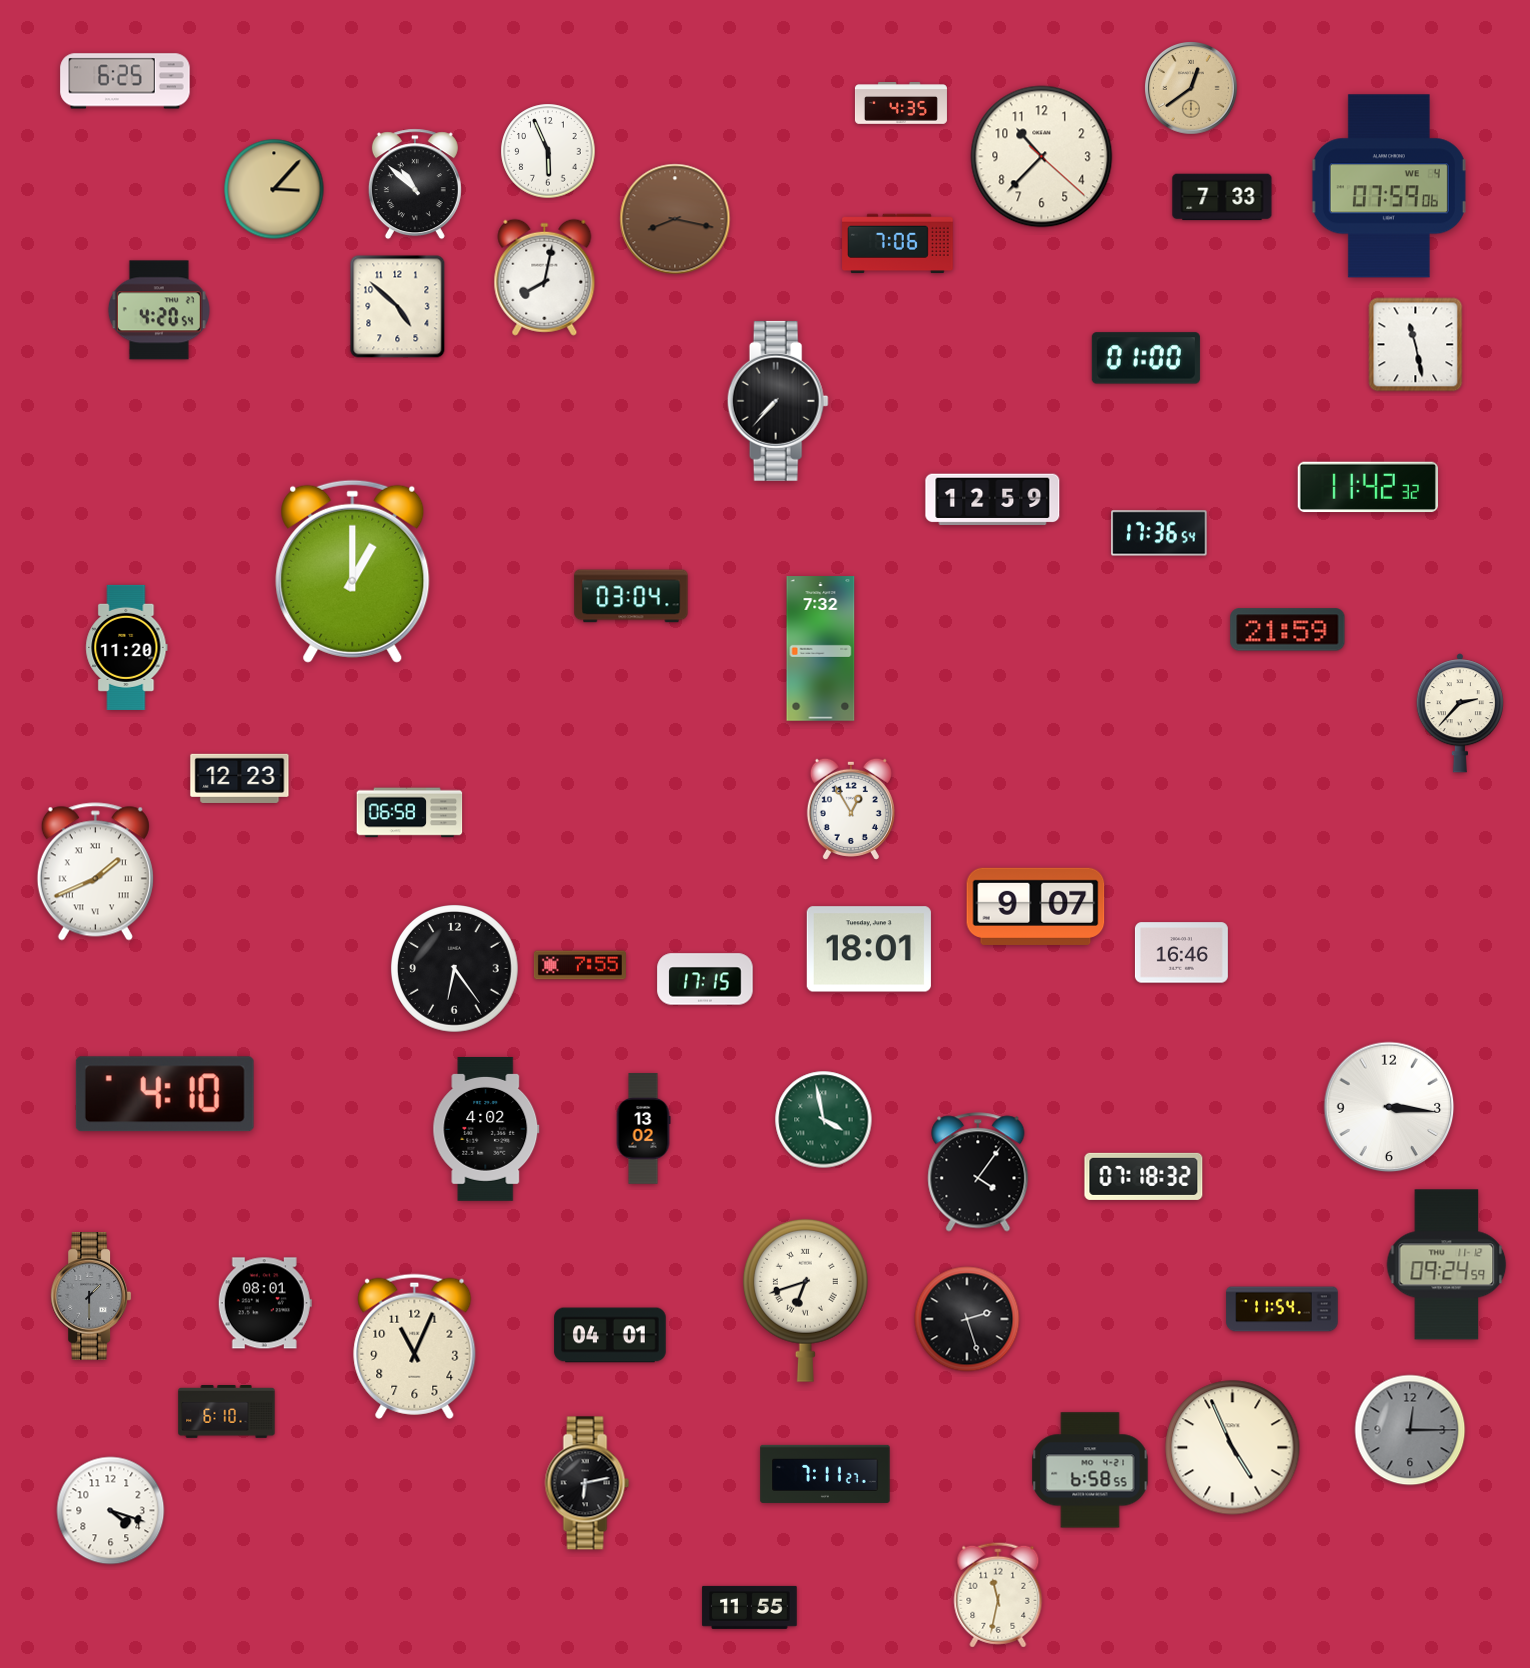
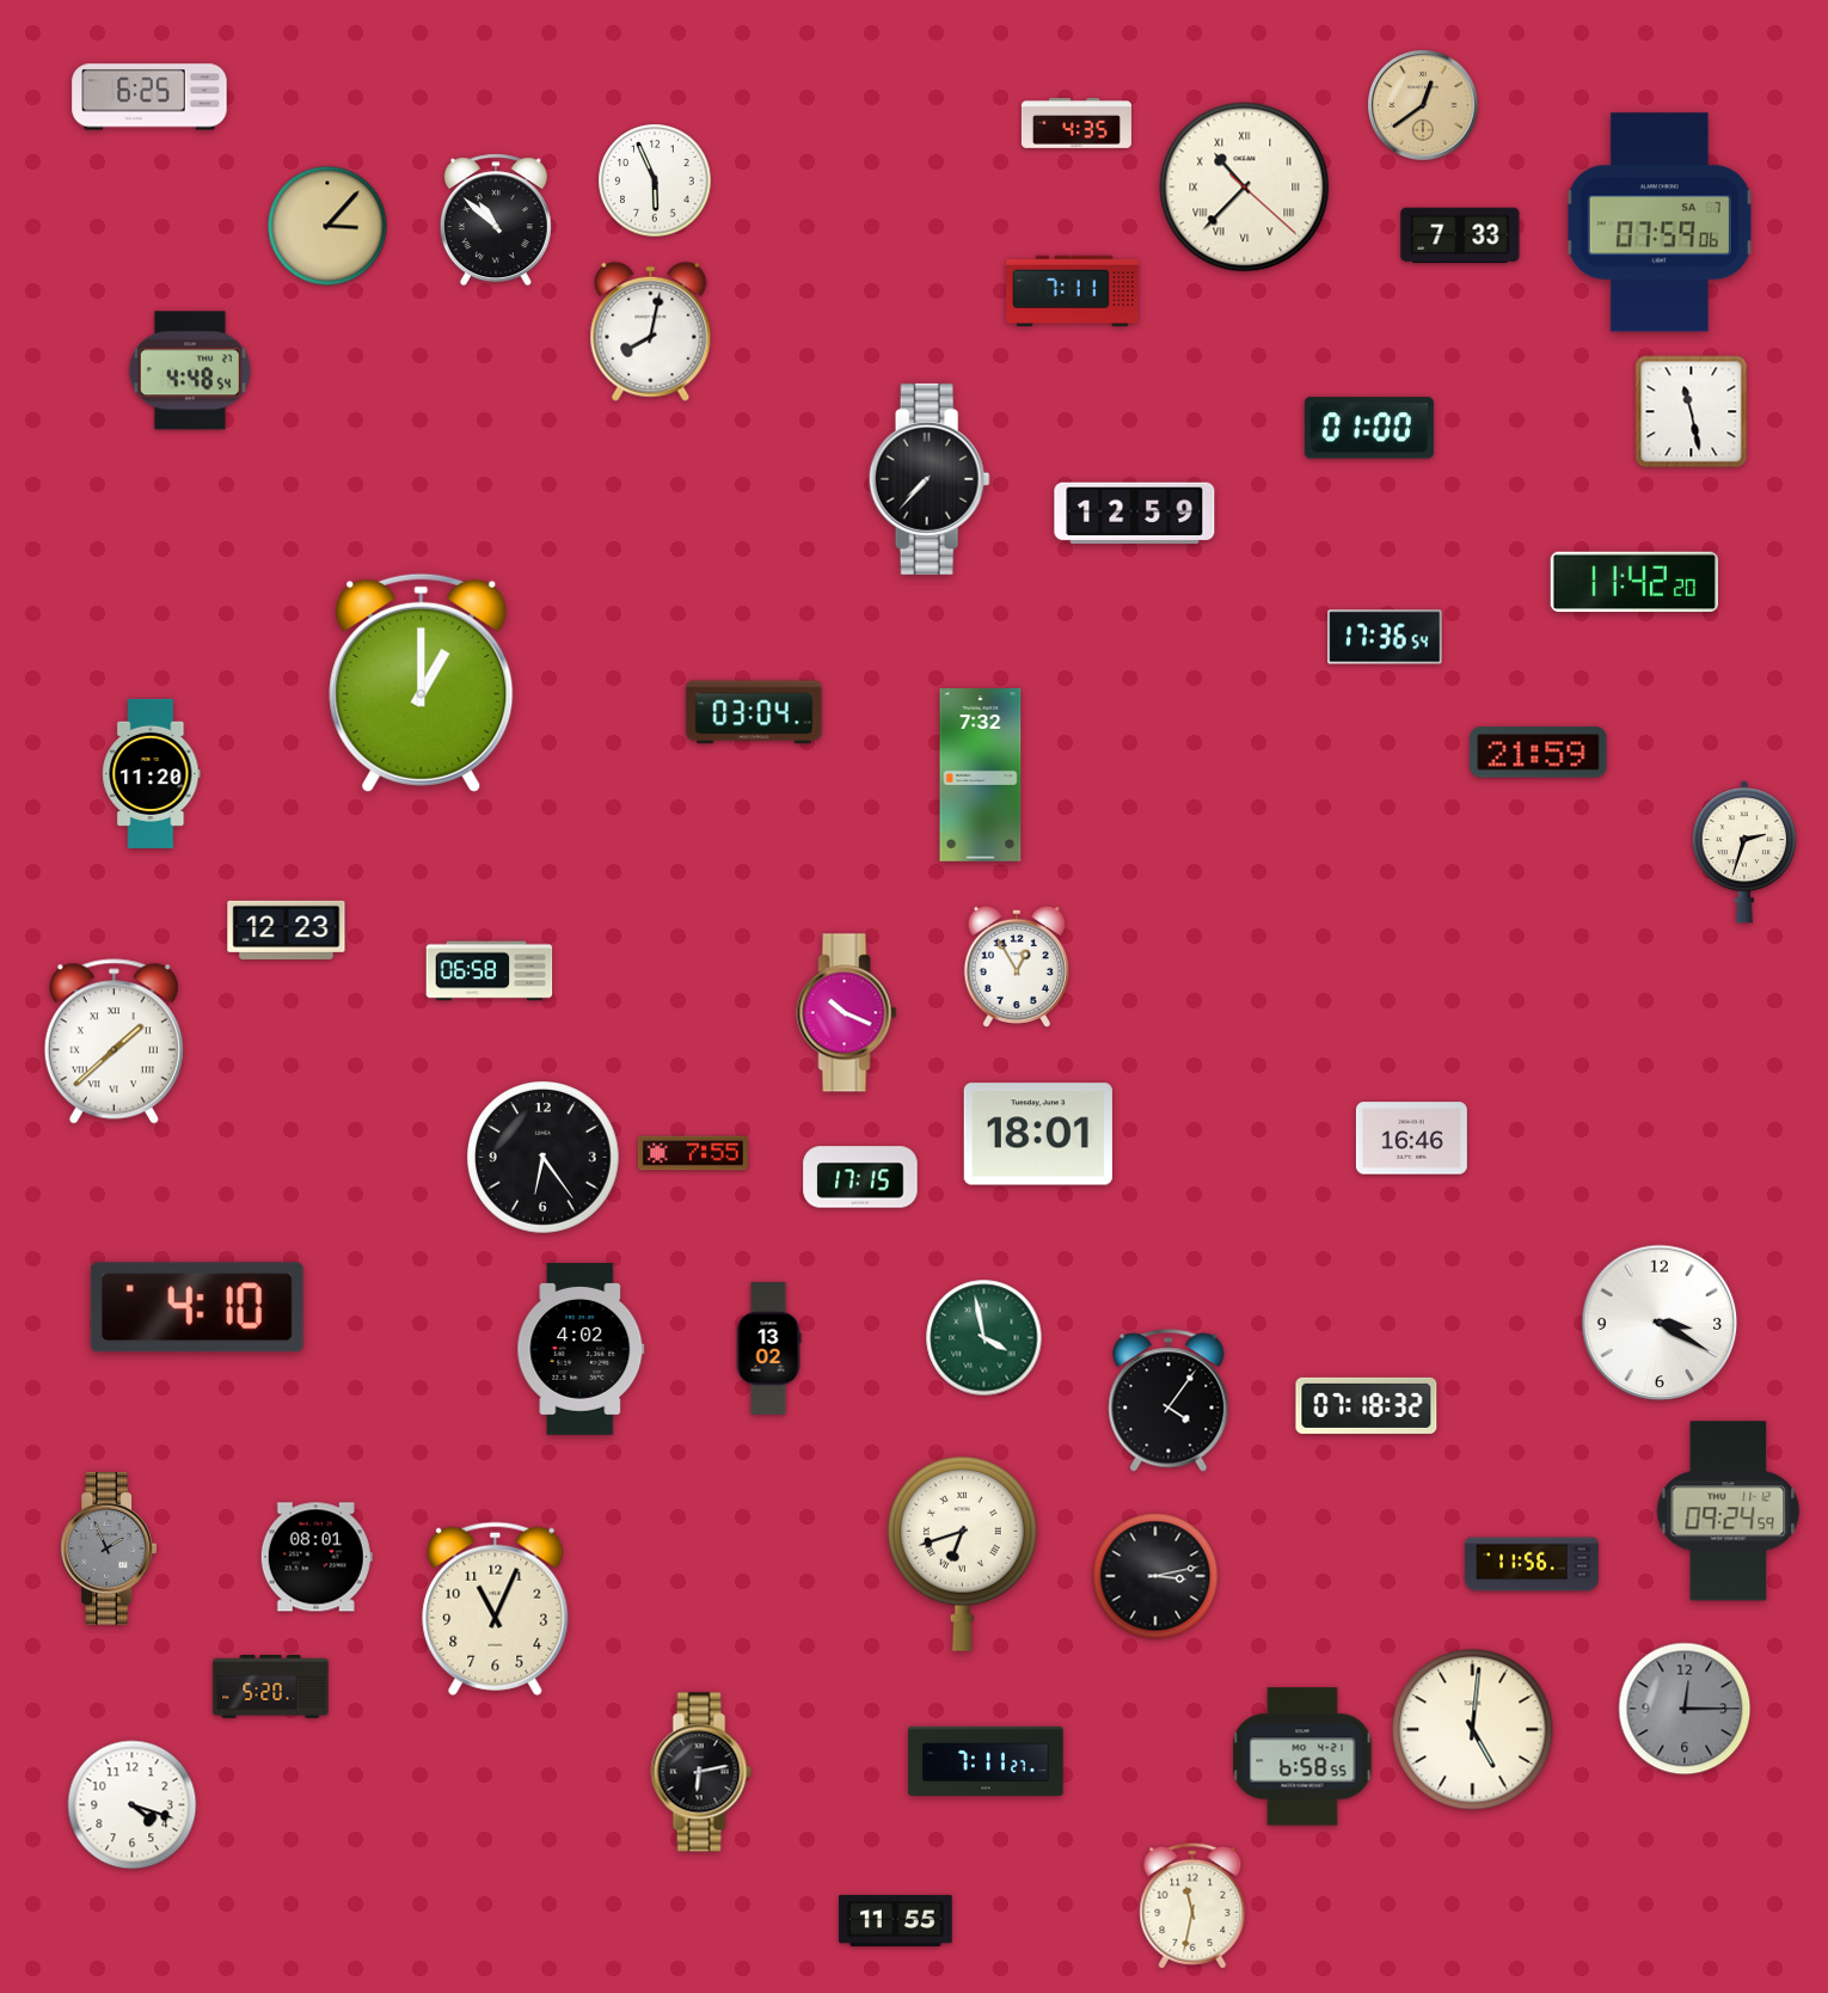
clock at (1042, 157) numerals: Arabic -> Roman
clock at (1389, 186) date: WE 4 -> SA 7
clock at (675, 219): 8:17 -> none
clock at (898, 244): 7:06 -> 7:11
clock at (398, 307): 4:52 -> none
clock at (159, 310): 4:20 -> 4:48
clock at (1367, 487): 11:42:32 -> 11:42:20
clock at (993, 499) position: (993, 499) -> (1135, 513)
clock at (1460, 713): 2:37 -> 2:33
clock at (847, 1013): none -> 10:19
clock at (95, 872): 1:41 -> 1:38
clock at (1036, 906): 9:07 -> none
clock at (705, 979) position: (705, 979) -> (860, 1177)
clock at (1389, 1107): 3:16 -> 3:20
clock at (91, 1297): 1:30 -> 1:56
clock at (1282, 1309): 11:54 -> 11:56
clock at (967, 1319): 2:27 -> 3:13
clock at (610, 1335): 04:01 -> none
clock at (227, 1412): 6:10 -> 5:20
clock at (1233, 1448): 4:56 -> 5:01
